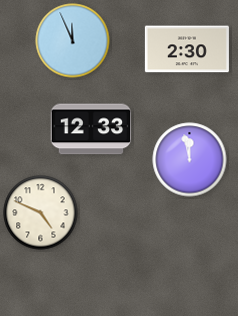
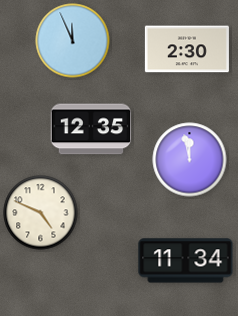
clock at (91, 129): 12:33 -> 12:35
clock at (186, 261): none -> 11:34
